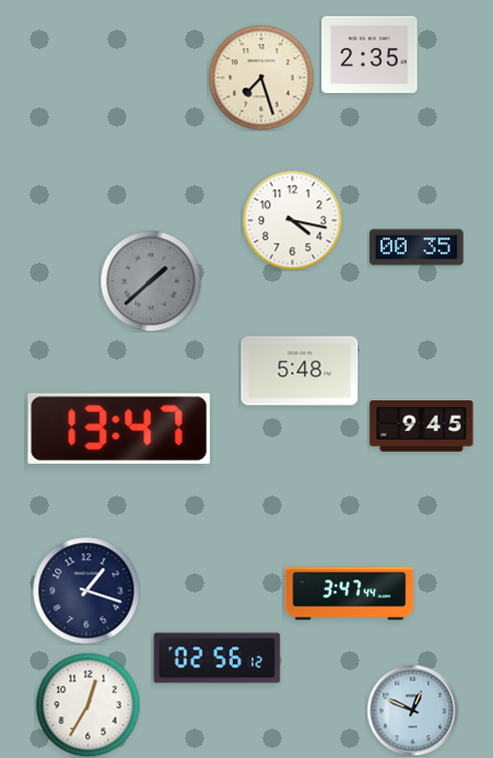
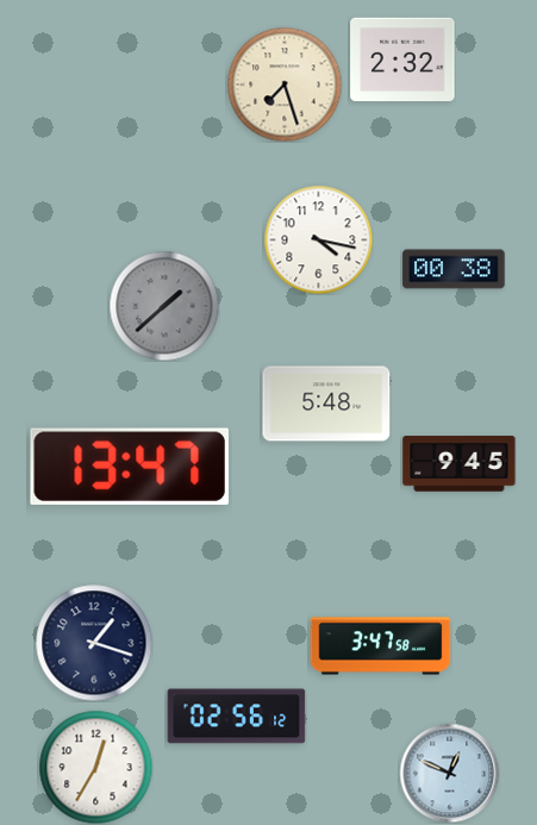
clock at (369, 55): 2:35 -> 2:32
clock at (416, 247): 00:35 -> 00:38
clock at (350, 594): 3:47:44 -> 3:47:58
